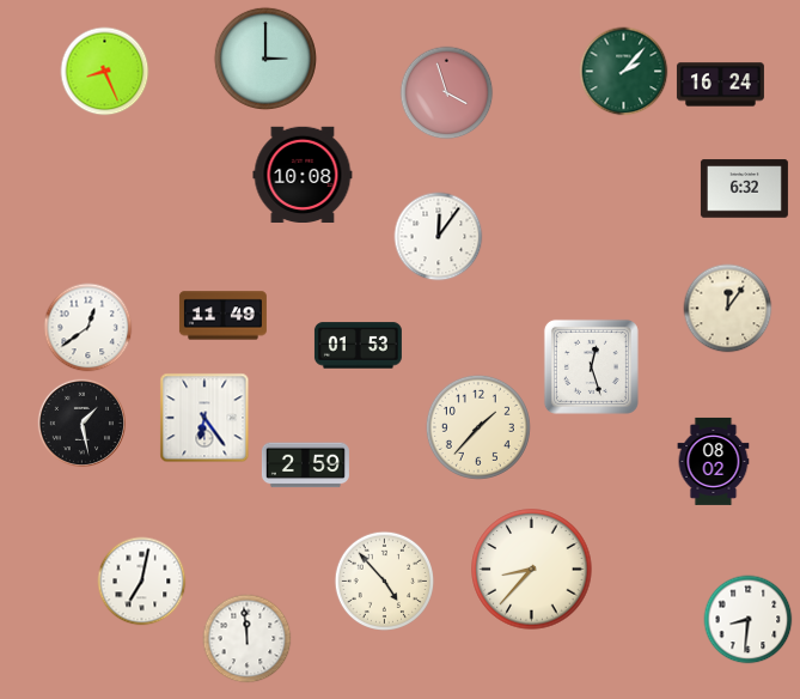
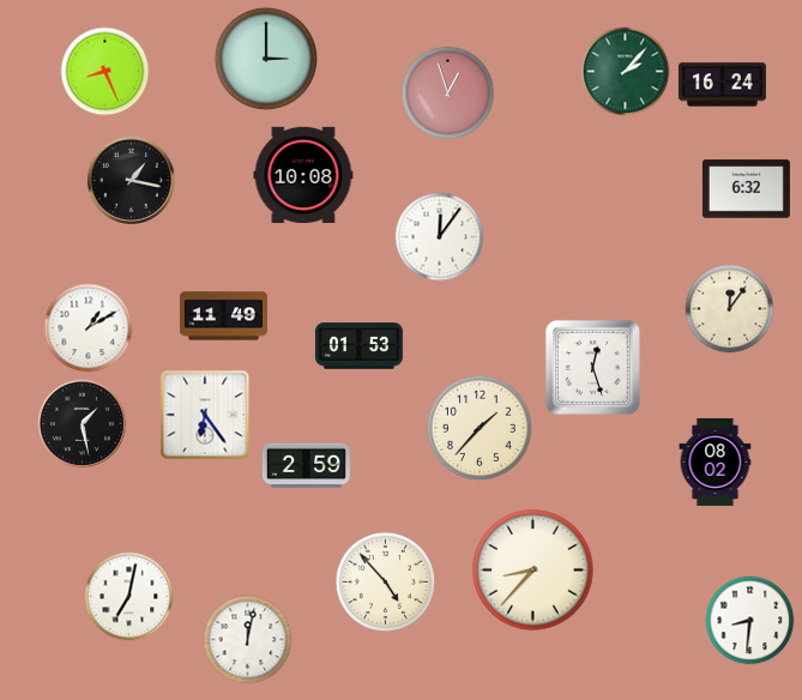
clock at (447, 93): 3:57 -> 12:57
clock at (131, 180): none -> 1:17
clock at (88, 328): 12:39 -> 1:10
clock at (204, 418) position: (204, 418) -> (205, 415)
clock at (142, 582) position: (142, 582) -> (129, 597)
clock at (248, 639): 11:59 -> 12:02
